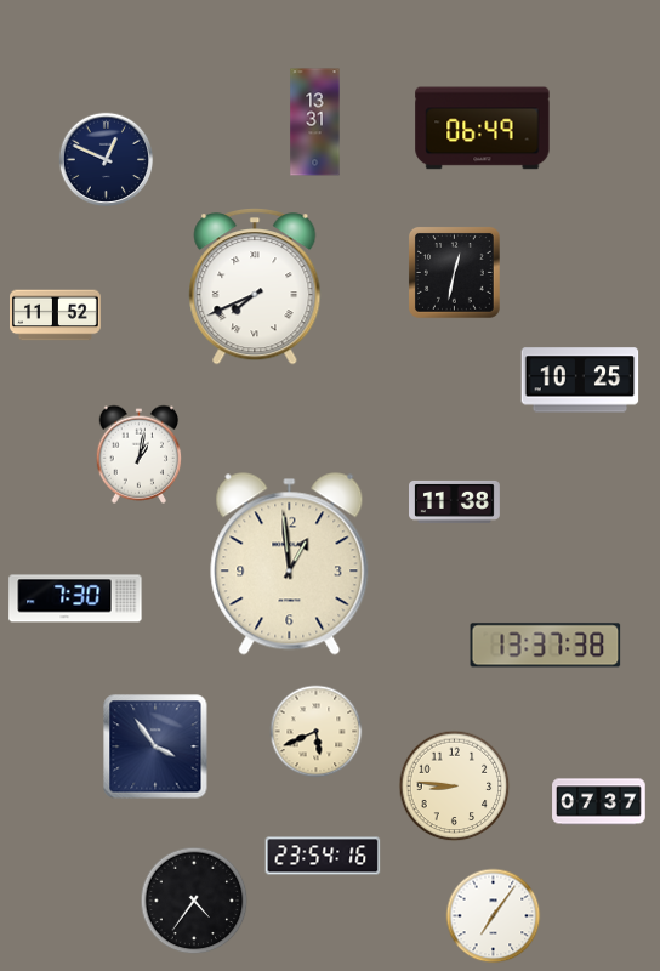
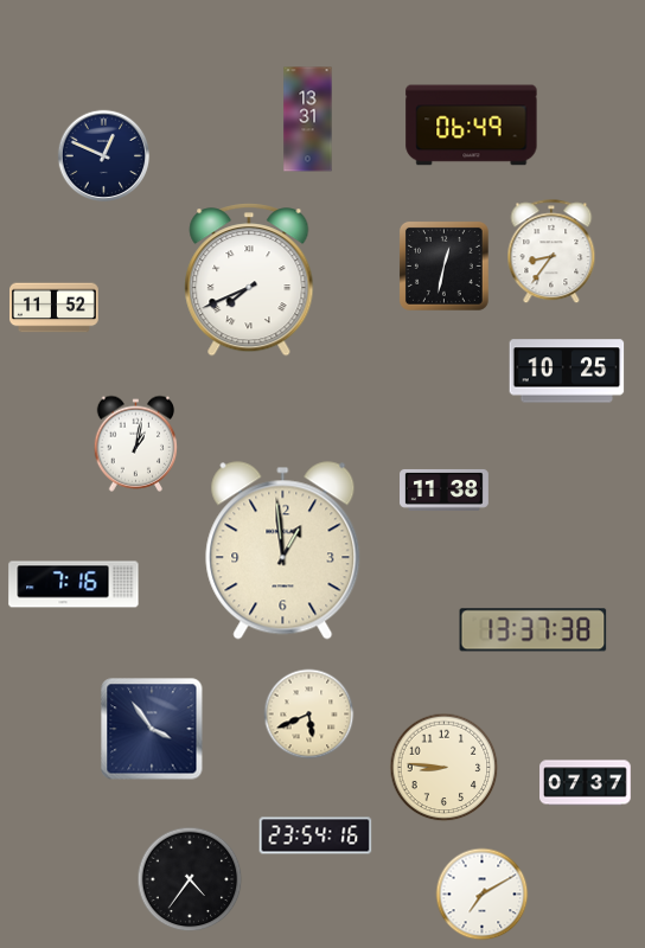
clock at (551, 252): none -> 8:36
clock at (75, 598): 7:30 -> 7:16
clock at (494, 916): 7:06 -> 7:10
